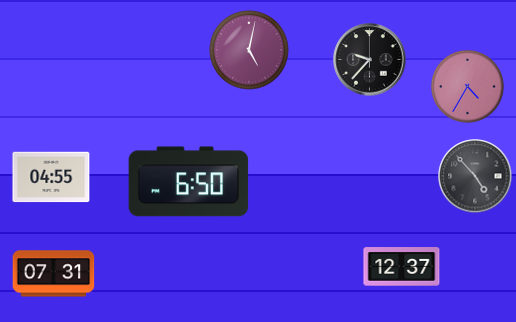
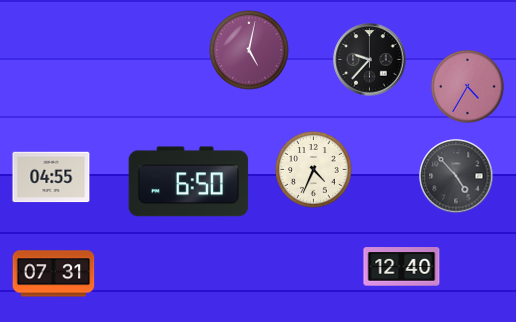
clock at (314, 170): none -> 4:34
clock at (475, 176) position: (475, 176) -> (456, 176)
clock at (402, 267): 12:37 -> 12:40
